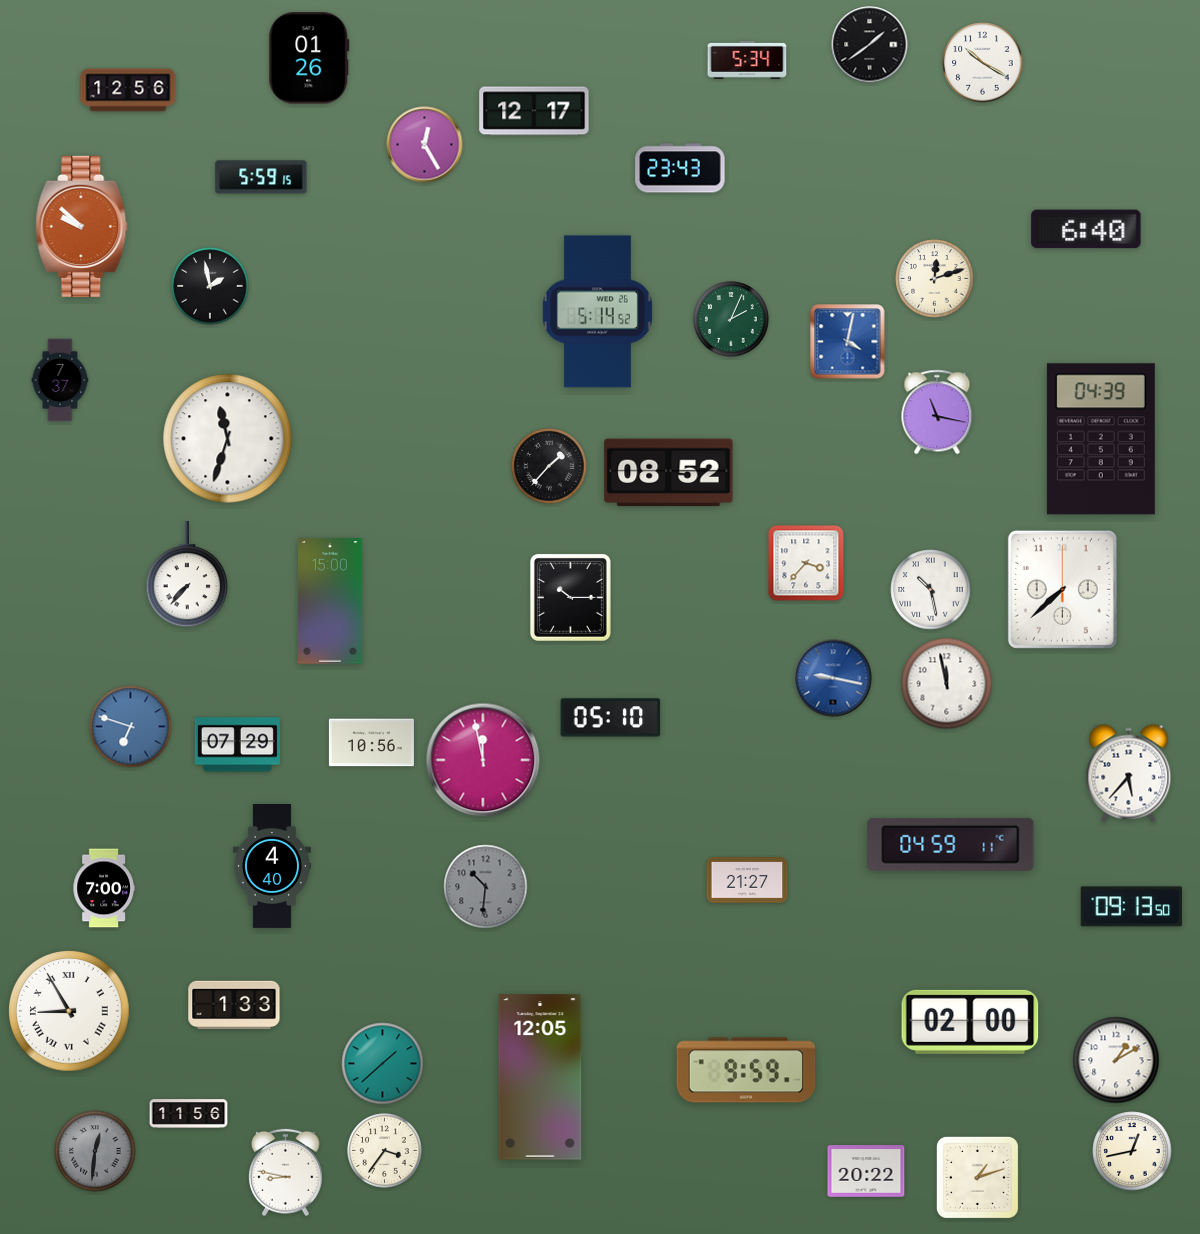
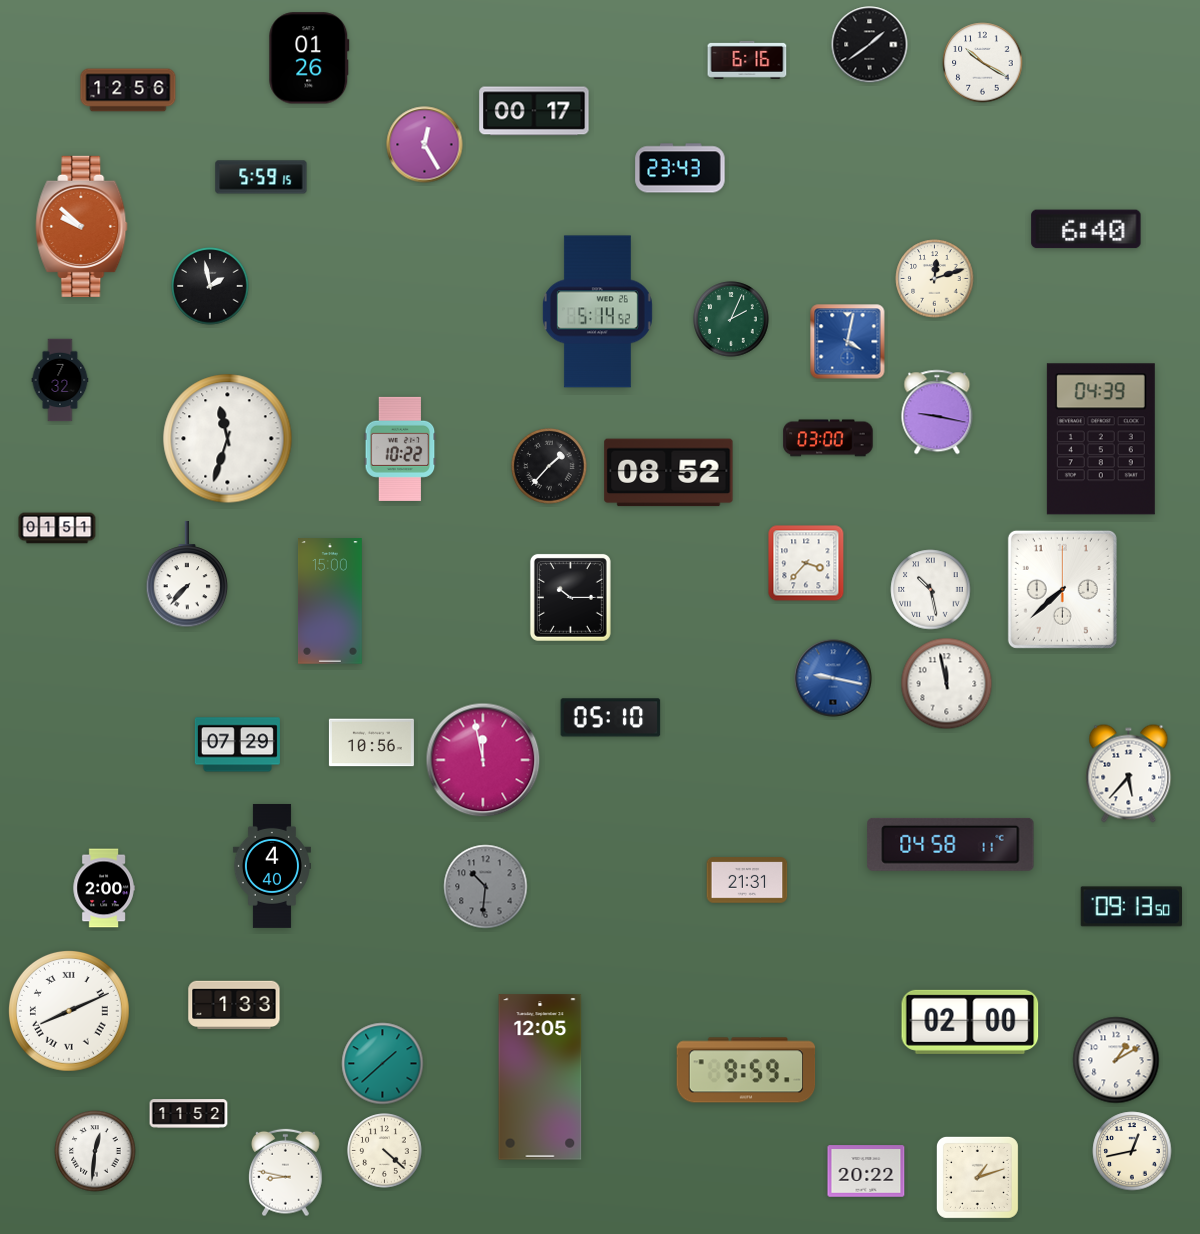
clock at (747, 60): 5:34 -> 6:16
clock at (534, 111): 12:17 -> 00:17
clock at (60, 380): 7:37 -> 7:32
clock at (937, 412): 11:17 -> 9:17
clock at (828, 438): none -> 03:00
clock at (400, 449): none -> 10:22
clock at (57, 528): none -> 01:51
clock at (131, 727): 6:48 -> none
clock at (951, 844): 04:59 -> 04:58
clock at (747, 880): 21:27 -> 21:31
clock at (104, 888): 7:00 -> 2:00
clock at (69, 1011): 8:55 -> 8:11
clock at (189, 1114): 11:56 -> 11:52
clock at (95, 1151) dial: grey -> white
clock at (385, 1151): 3:36 -> 4:22
